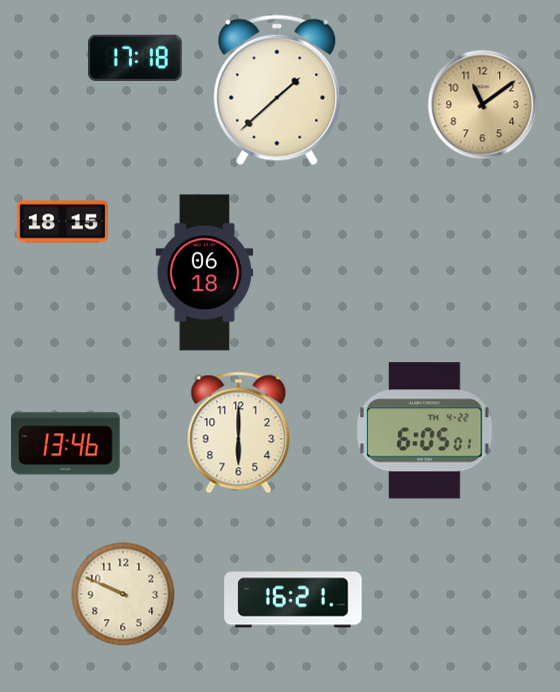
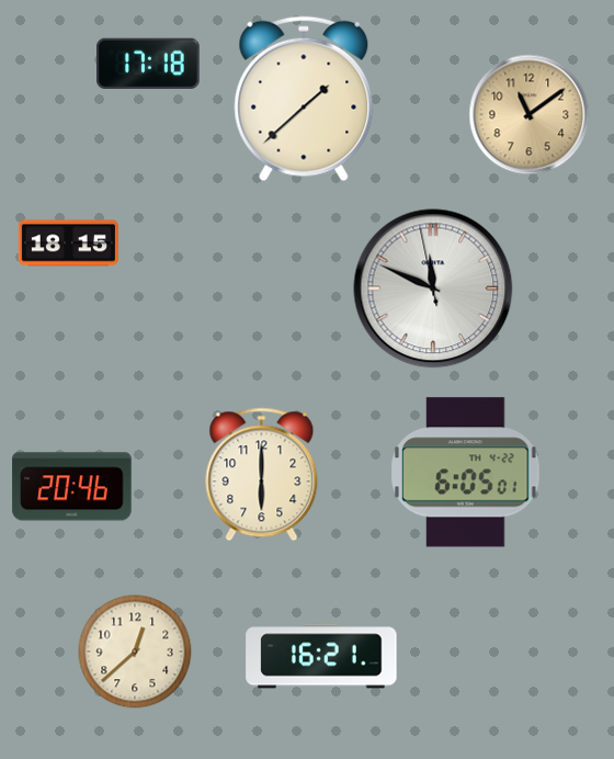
clock at (433, 288): none -> 11:48
clock at (205, 273): 06:18 -> none
clock at (66, 444): 13:46 -> 20:46
clock at (123, 594): 9:49 -> 12:38
